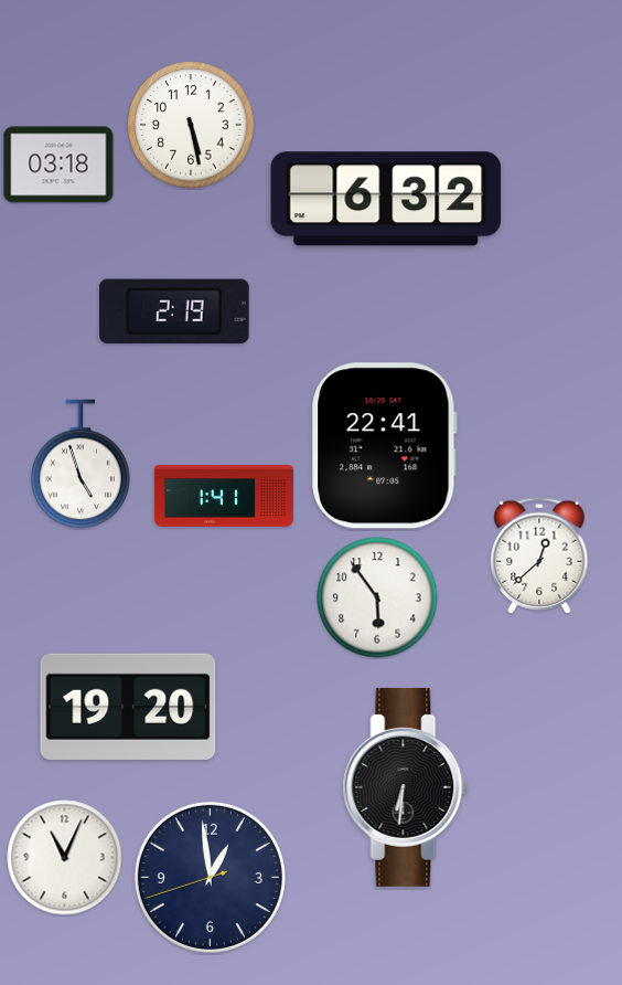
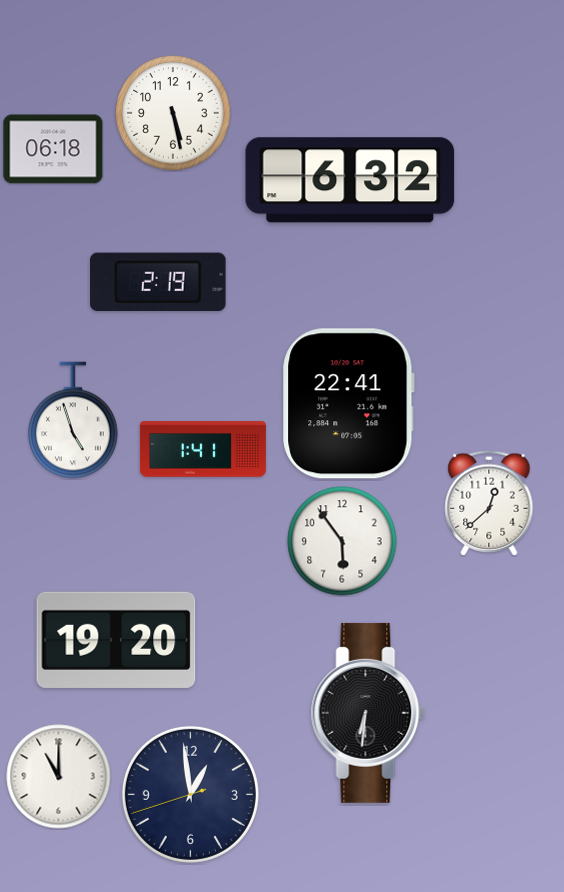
clock at (58, 165): 03:18 -> 06:18
clock at (65, 858): 11:04 -> 11:00
